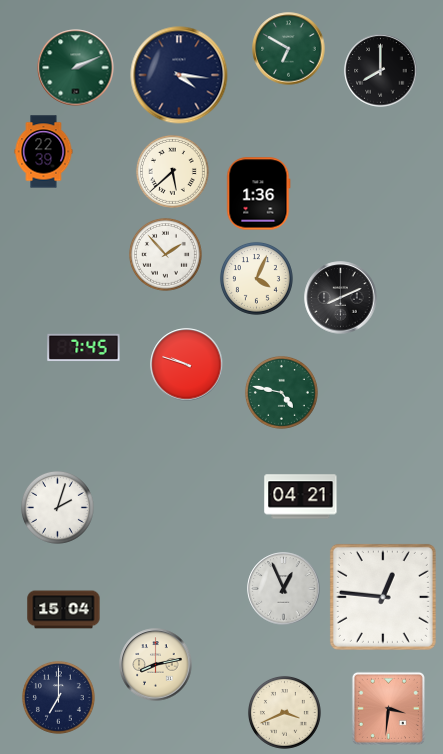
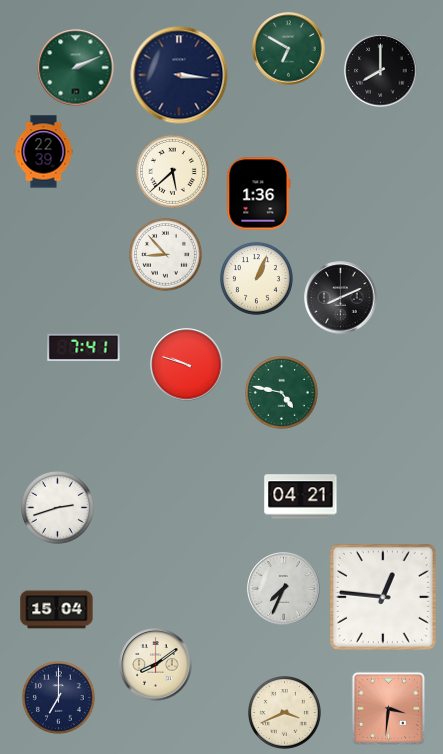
clock at (179, 75): 4:16 -> 3:16
clock at (165, 254): 1:53 -> 8:53
clock at (256, 278): 4:04 -> 1:04
clock at (84, 348): 7:45 -> 7:41
clock at (57, 507): 2:03 -> 2:42
clock at (284, 589): 12:56 -> 7:34
clock at (64, 610) position: (64, 610) -> (57, 610)
clock at (156, 665): 8:13 -> 8:09
